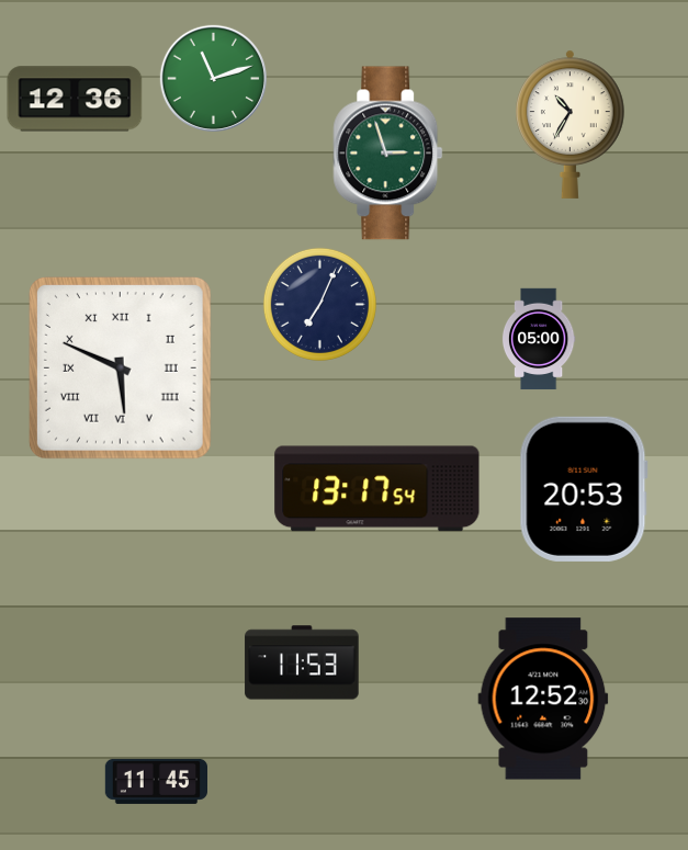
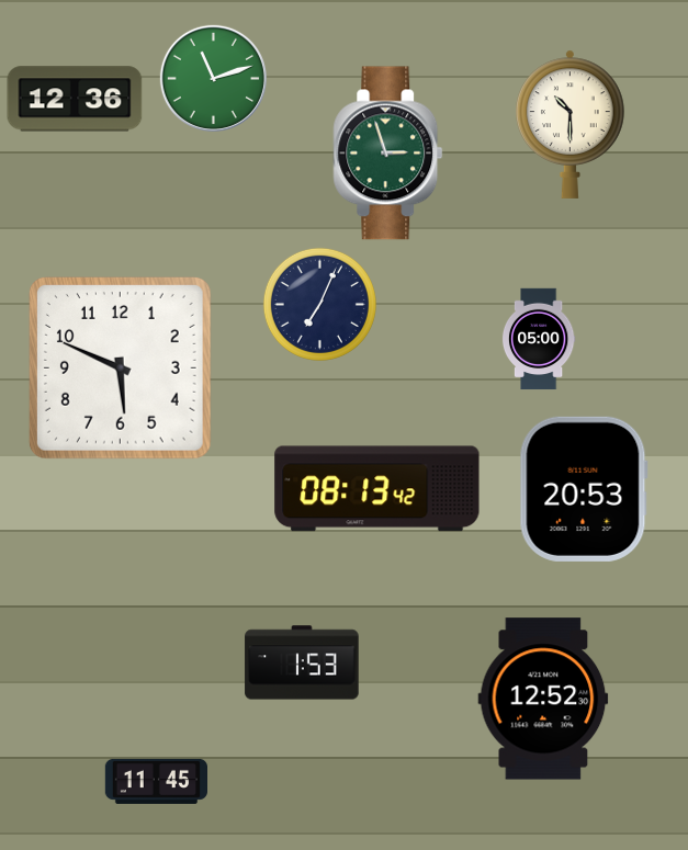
clock at (571, 124): 10:35 -> 10:30
clock at (120, 367) numerals: Roman -> Arabic
clock at (377, 489): 13:17 -> 08:13
clock at (302, 662): 11:53 -> 1:53
